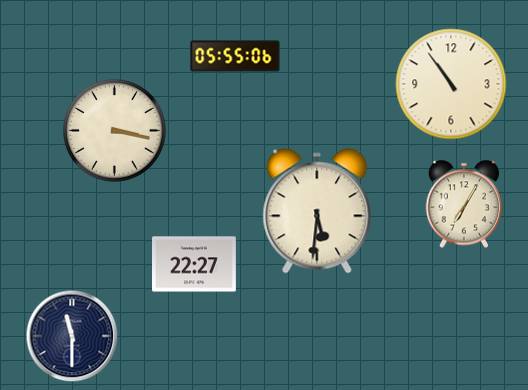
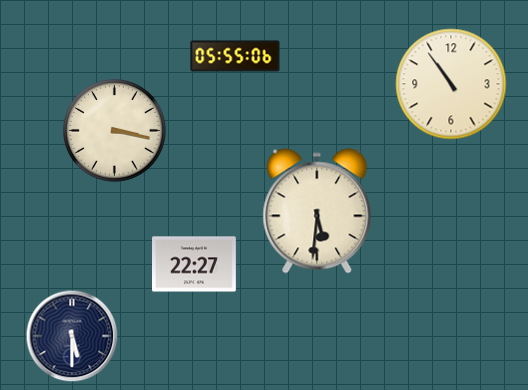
clock at (464, 204): 7:05 -> none
clock at (72, 336): 11:30 -> 5:30
